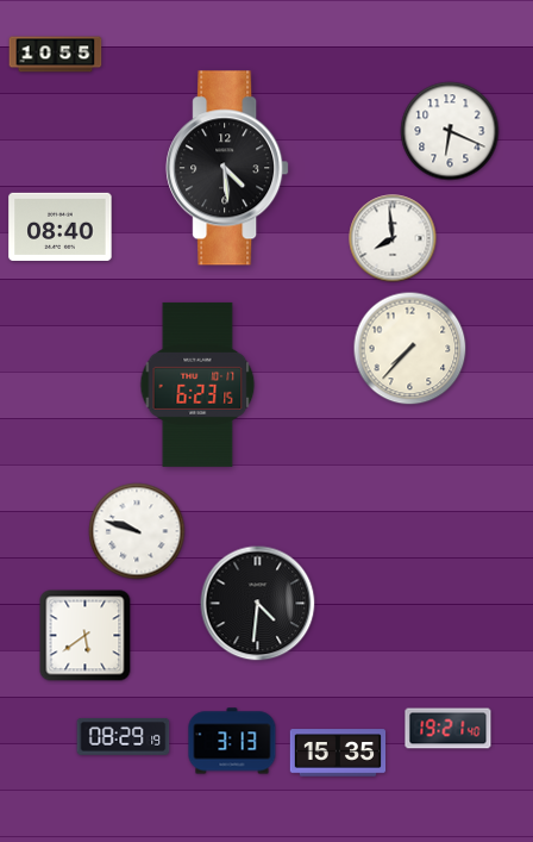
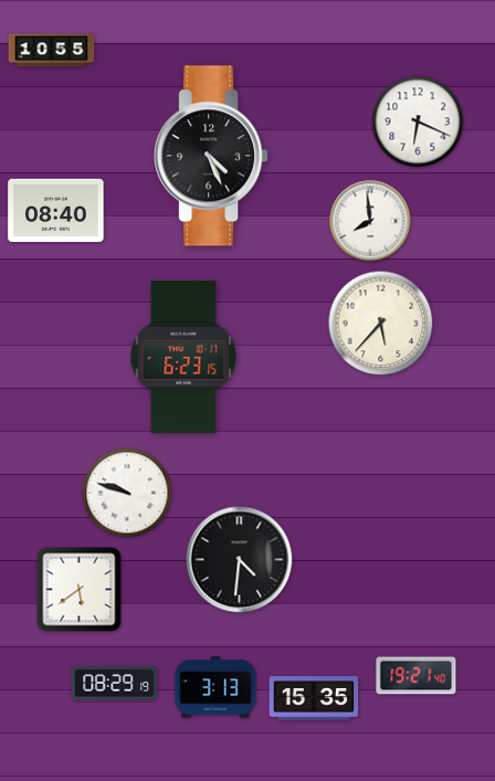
clock at (227, 168): 4:29 -> 4:26
clock at (393, 238) position: (393, 238) -> (370, 221)
clock at (410, 349): 7:37 -> 5:37
